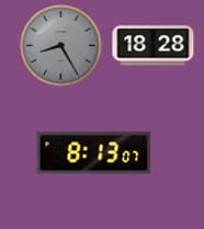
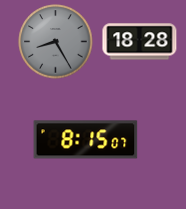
clock at (94, 153): 8:13 -> 8:15
